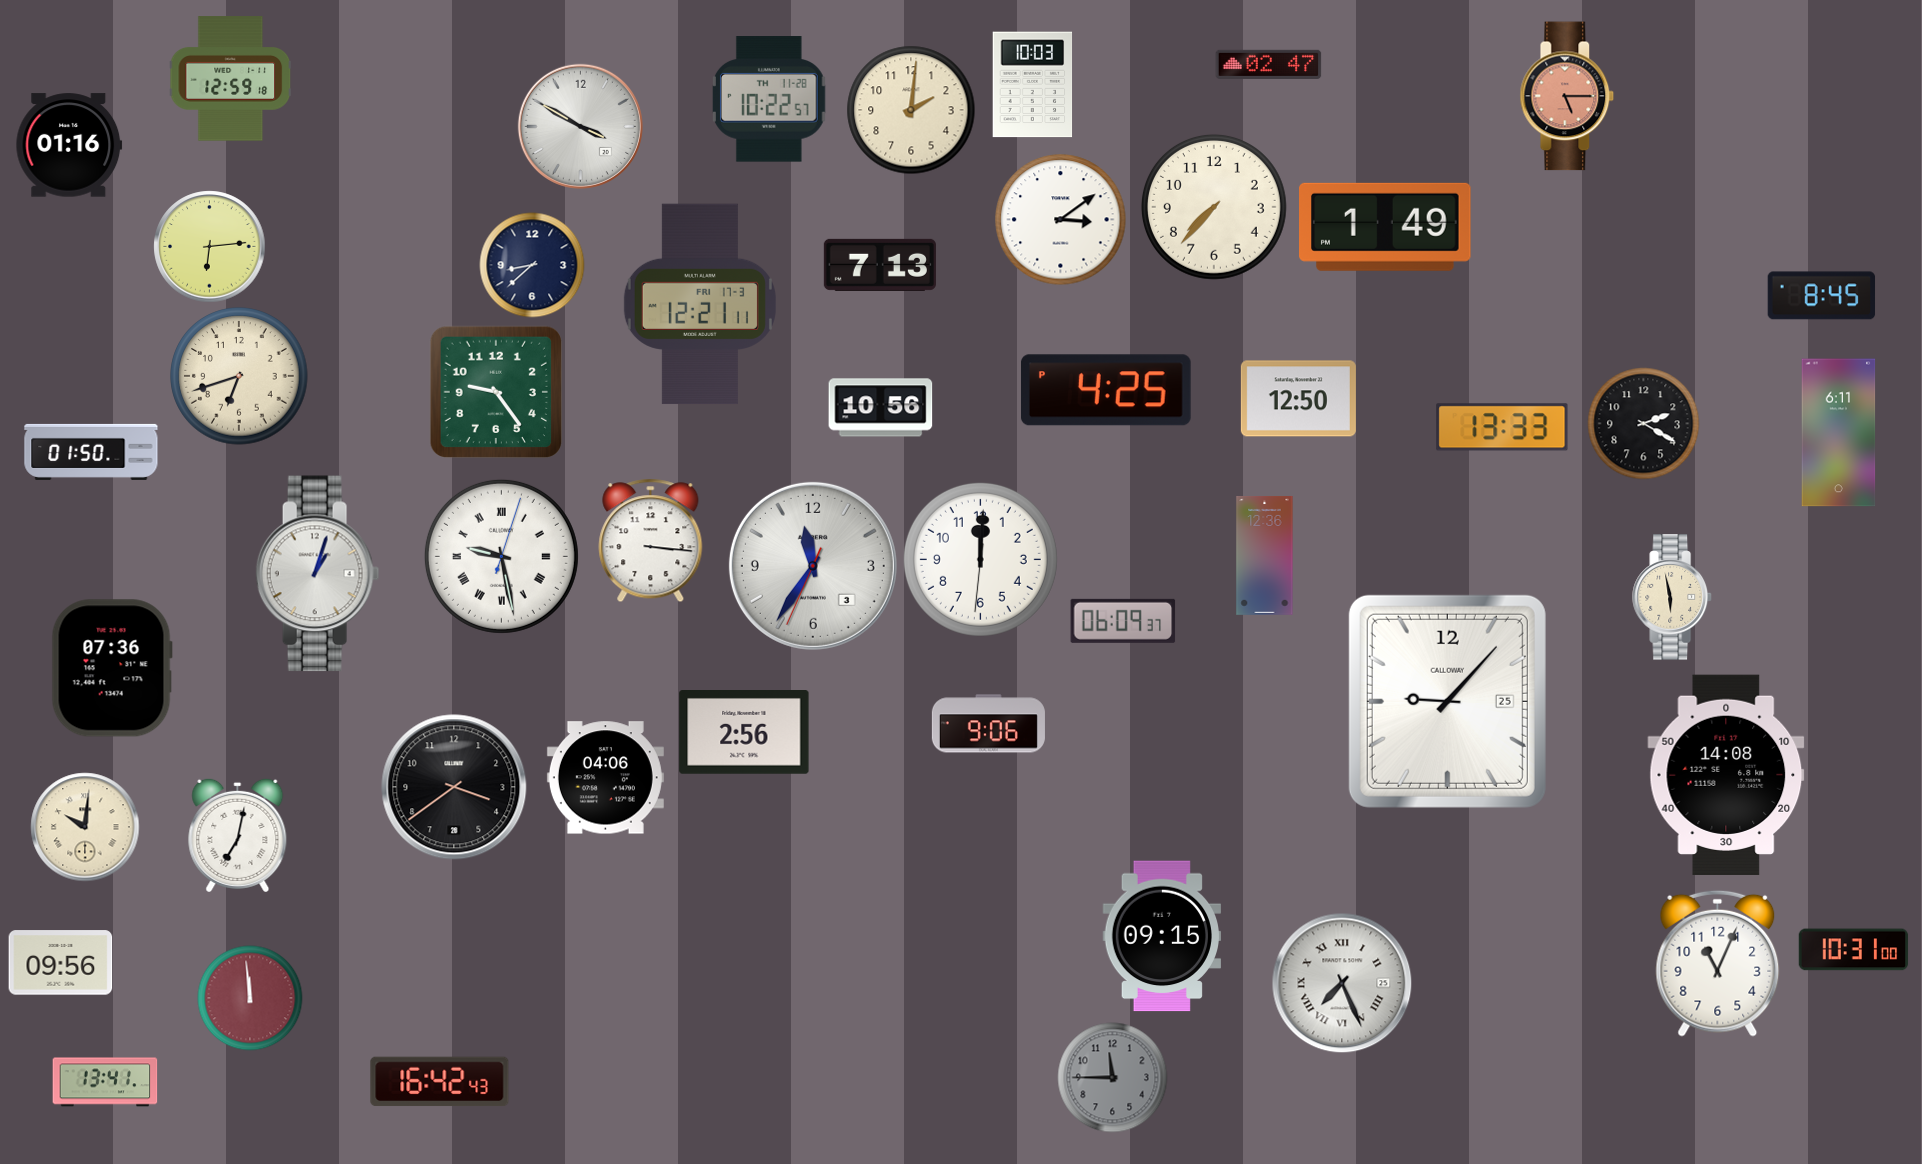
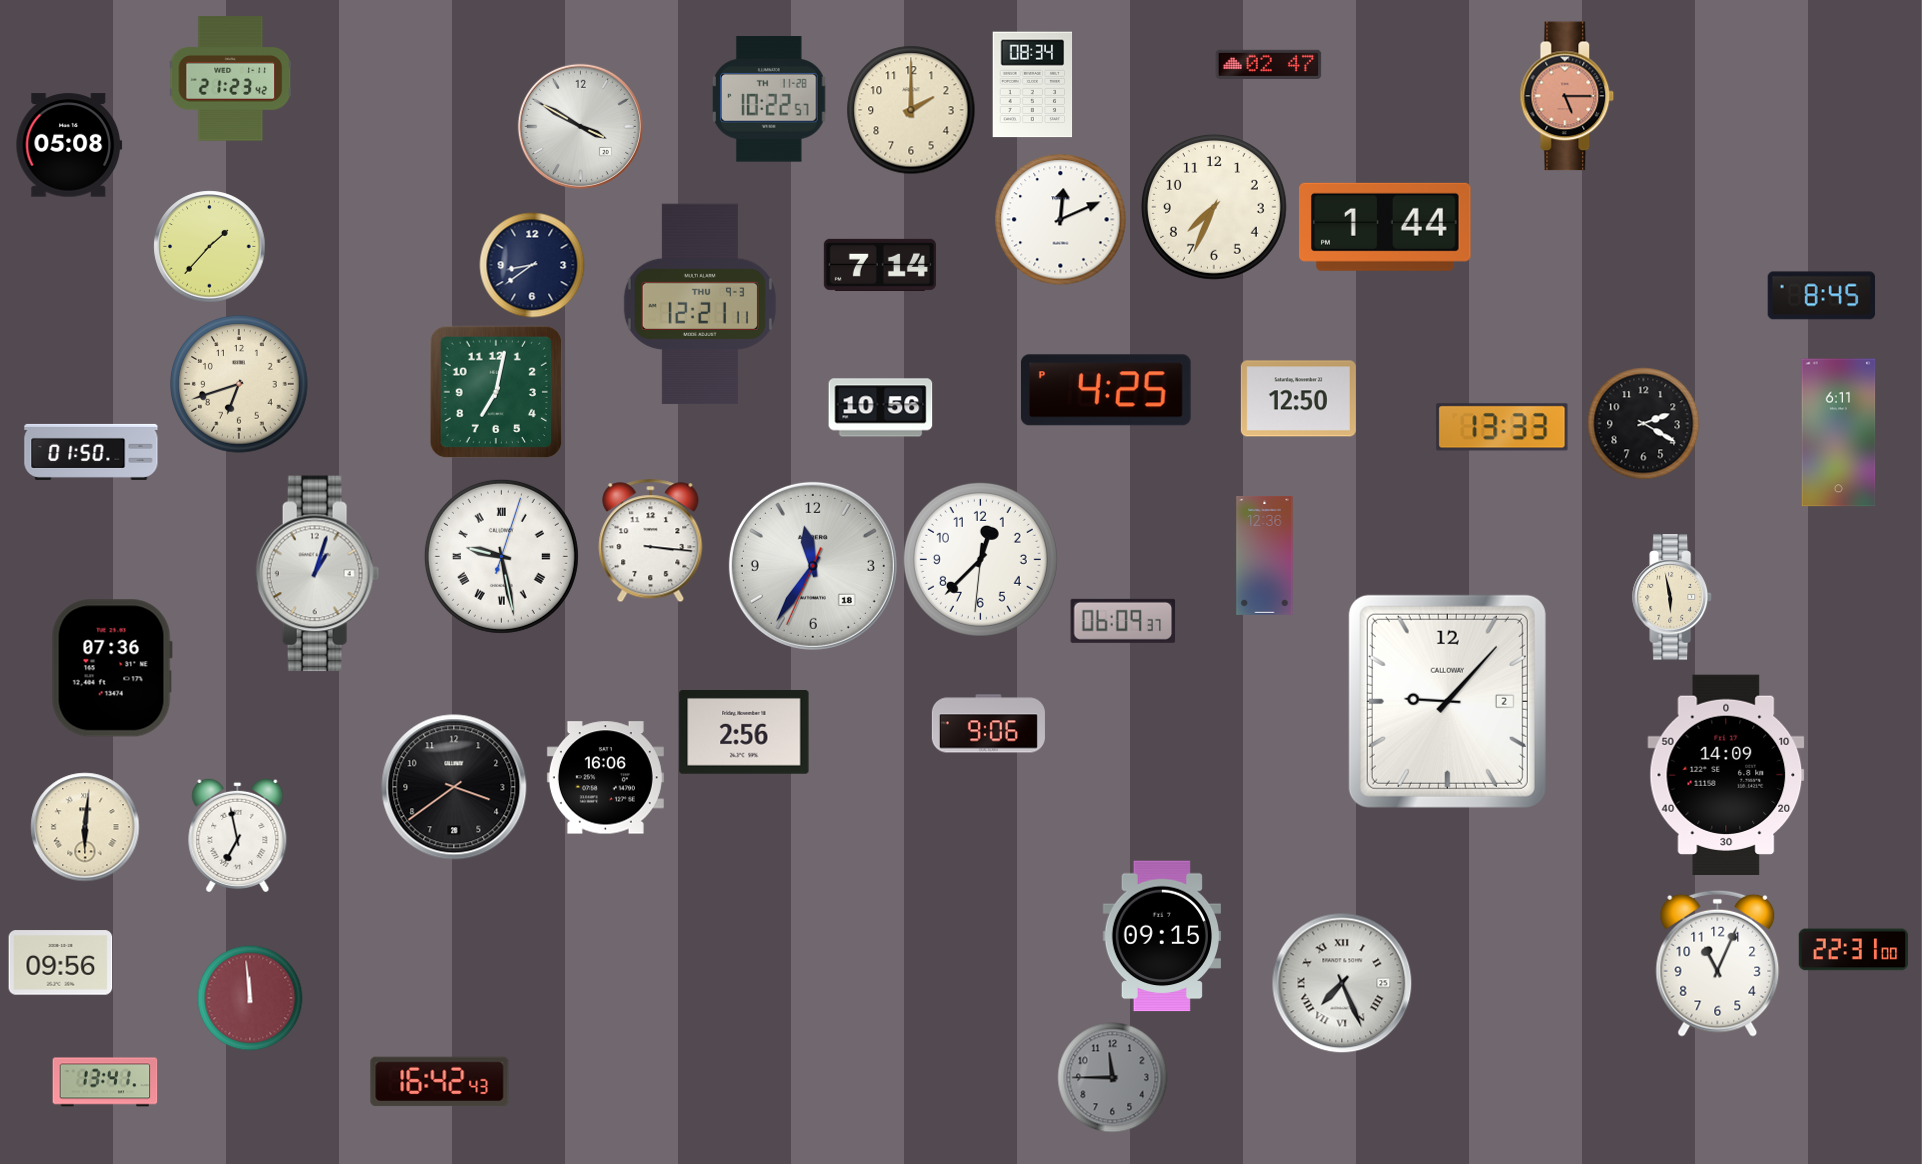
clock at (231, 79): 12:59 -> 21:23
clock at (1033, 85): 10:03 -> 08:34
clock at (911, 110): 2:01 -> 2:00
clock at (69, 145): 01:16 -> 05:08
clock at (1214, 207): 7:37 -> 7:34
clock at (1061, 220): 3:09 -> 12:11
clock at (1386, 227): 1:49 -> 1:44
clock at (210, 247): 6:14 -> 1:37
clock at (532, 265): 8:38 -> 8:39
clock at (880, 265): 7:13 -> 7:14
clock at (700, 304) date: FRI 17-3 -> THU 9-3
clock at (239, 376) position: (239, 376) -> (239, 384)
clock at (495, 391): 9:24 -> 7:02
clock at (980, 559): 12:00 -> 12:37
clock at (813, 566) date: 3 -> 18
clock at (1447, 701) date: 25 -> 2
clock at (1726, 774): 14:08 -> 14:09
clock at (605, 778): 04:06 -> 16:06
clock at (85, 827): 10:01 -> 6:01
clock at (238, 835): 7:02 -> 6:58
clock at (1854, 950): 10:31 -> 22:31
